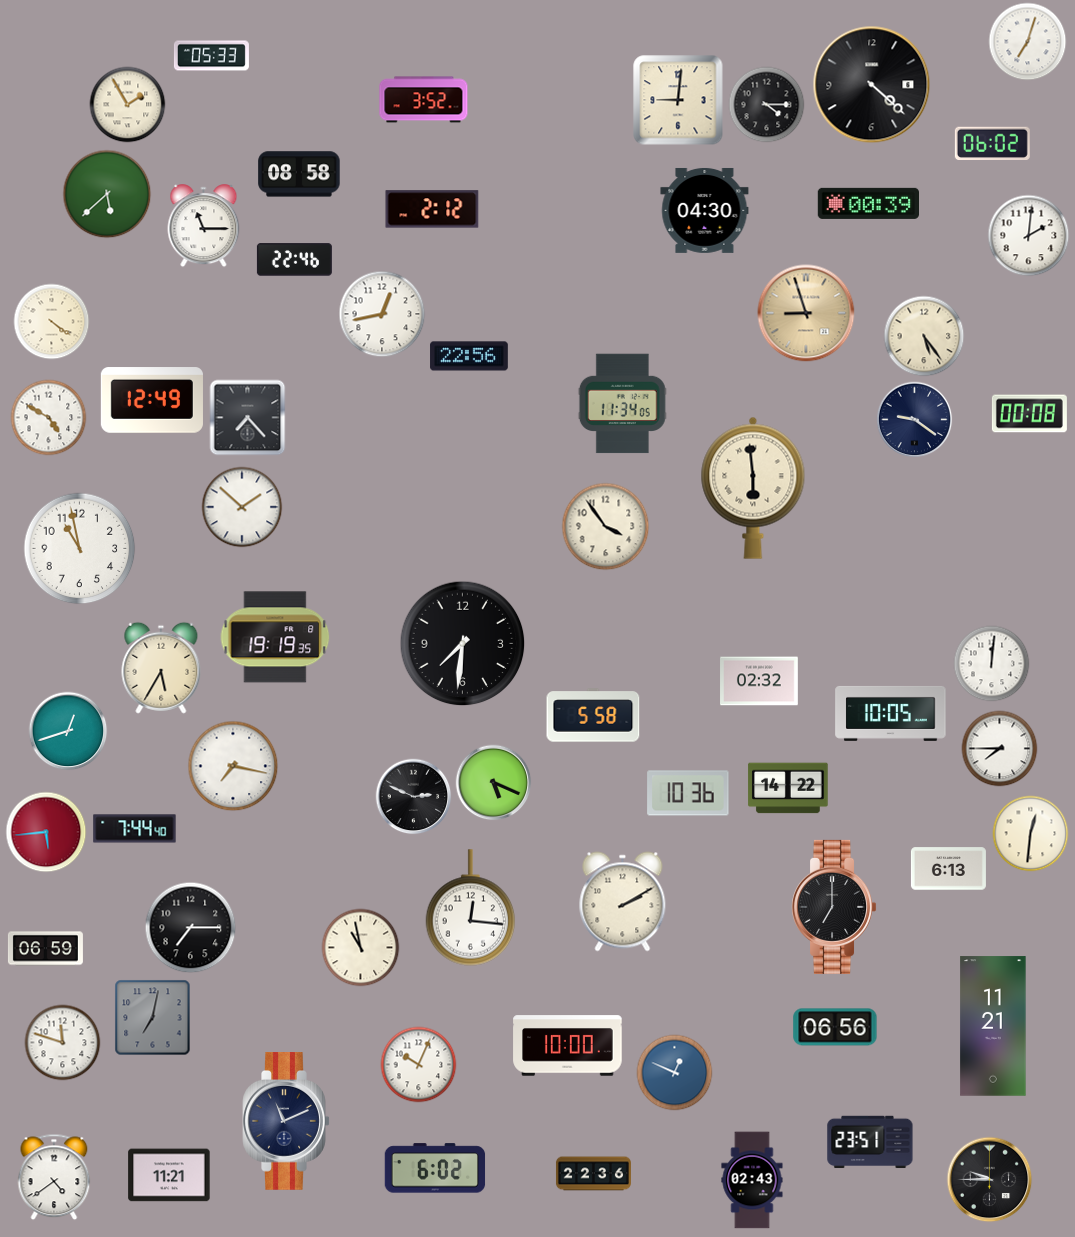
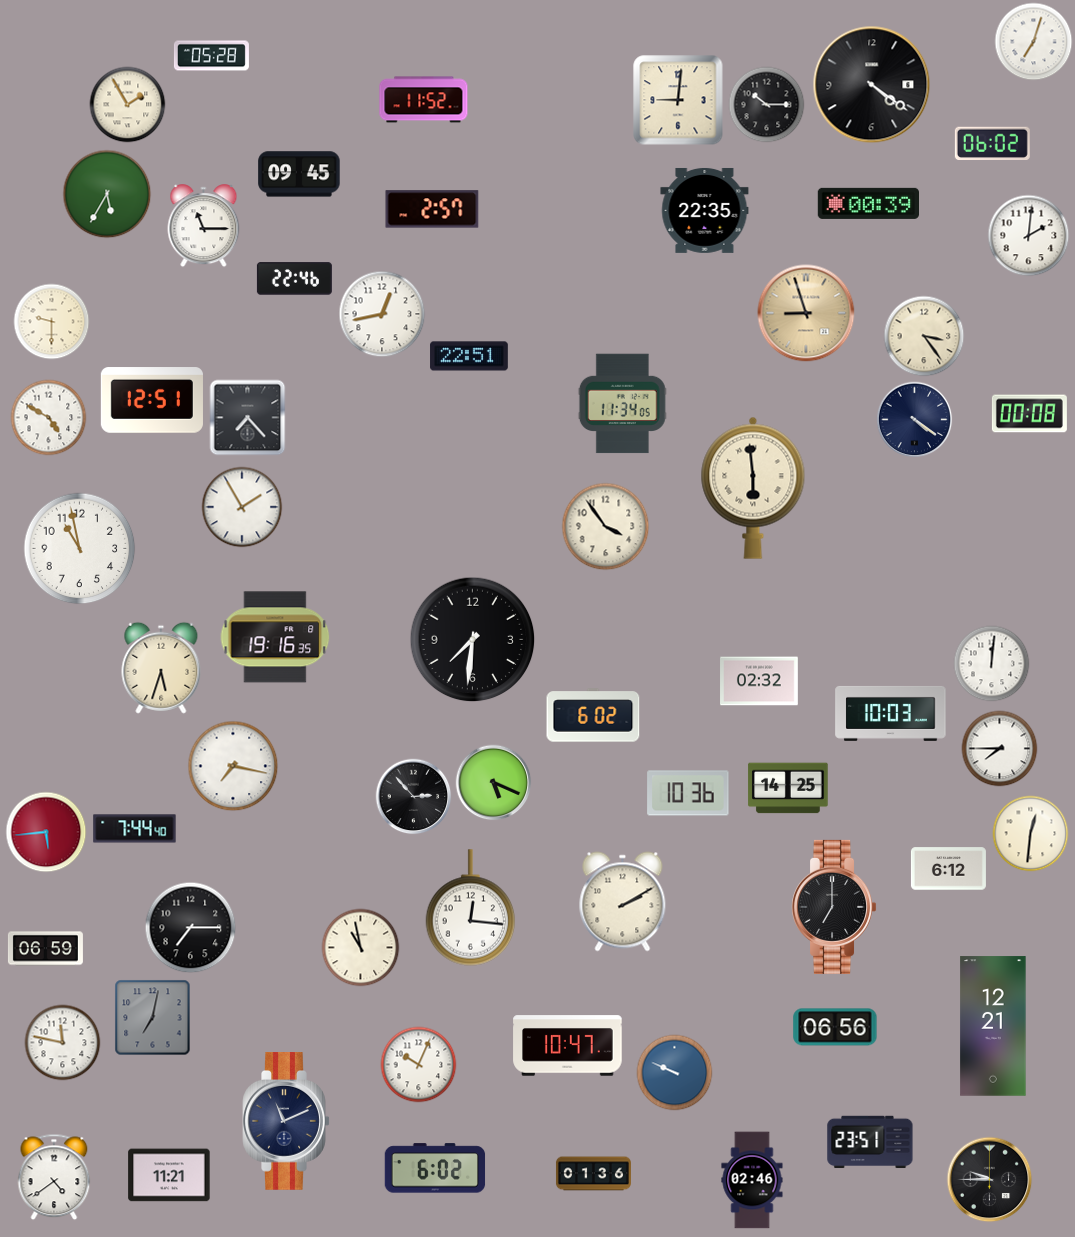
clock at (1028, 42) position: (1028, 42) -> (1034, 42)
clock at (211, 56): 05:33 -> 05:28
clock at (872, 85): 4:22 -> 4:21
clock at (424, 100): 3:52 -> 11:52
clock at (767, 105): 4:15 -> 10:15
clock at (299, 174): 08:58 -> 09:45
clock at (107, 194): 5:38 -> 5:35
clock at (432, 209): 2:12 -> 2:57
clock at (705, 210): 04:30 -> 22:35
clock at (294, 260) position: (294, 260) -> (294, 279)
clock at (52, 322): 4:21 -> 9:30
clock at (924, 336): 5:24 -> 3:24
clock at (469, 356): 22:56 -> 22:51
clock at (152, 400): 12:49 -> 12:51
clock at (915, 420): 9:21 -> 4:21
clock at (242, 507): 1:52 -> 1:55
clock at (275, 637): 19:19 -> 19:16
clock at (463, 644) position: (463, 644) -> (473, 640)
clock at (161, 668): 5:35 -> 5:33
clock at (891, 713): 10:05 -> 10:03
clock at (593, 715): 5:58 -> 6:02
clock at (68, 731): 12:42 -> none
clock at (788, 788): 14:22 -> 14:25
clock at (414, 797): 2:49 -> 2:53
clock at (948, 869): 6:13 -> 6:12
clock at (993, 1026): 11:21 -> 12:21
clock at (63, 1043): 11:48 -> 11:47
clock at (568, 1046): 10:00 -> 10:47
clock at (675, 1073): 12:49 -> 9:49
clock at (593, 1174): 22:36 -> 01:36
clock at (752, 1180): 02:43 -> 02:46
